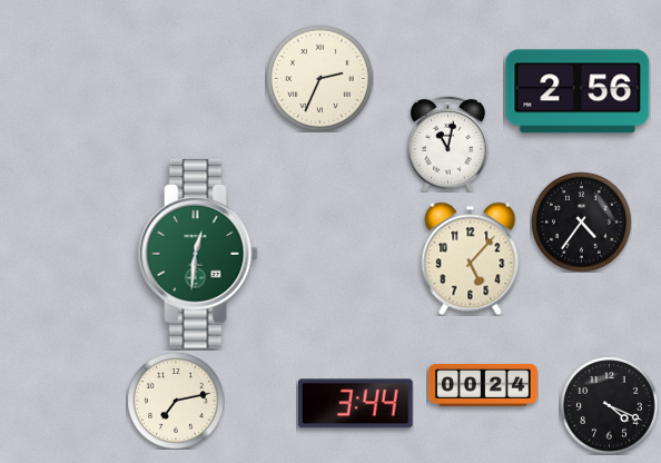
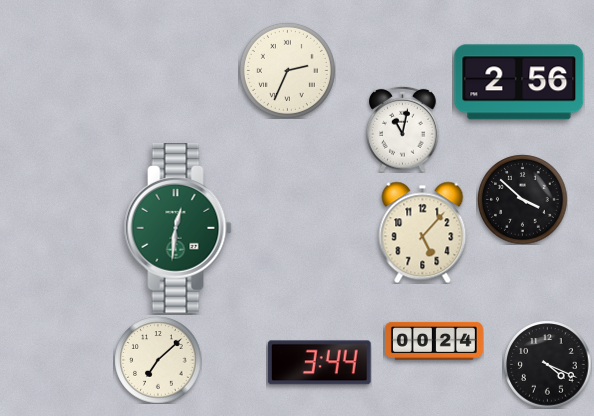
clock at (581, 221): 4:36 -> 3:52
clock at (483, 385) position: (483, 385) -> (434, 341)
clock at (176, 401): 7:13 -> 7:08
